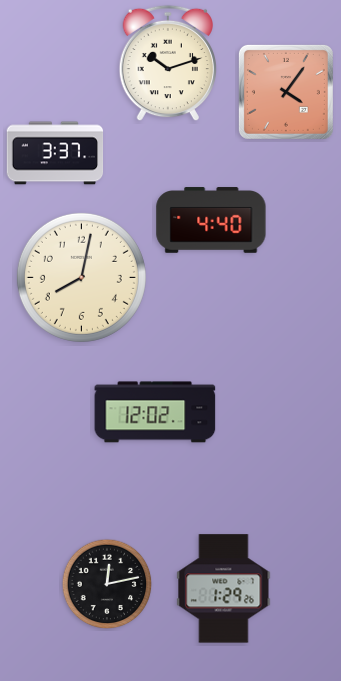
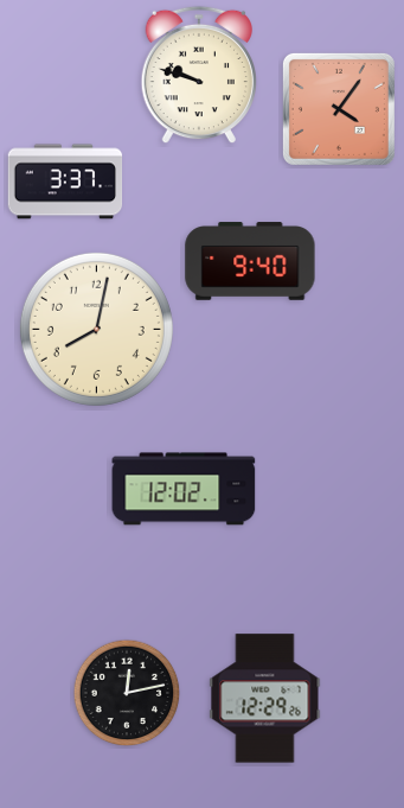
clock at (167, 63): 10:12 -> 9:48
clock at (211, 220): 4:40 -> 9:40
clock at (224, 589): 1:29 -> 12:29
